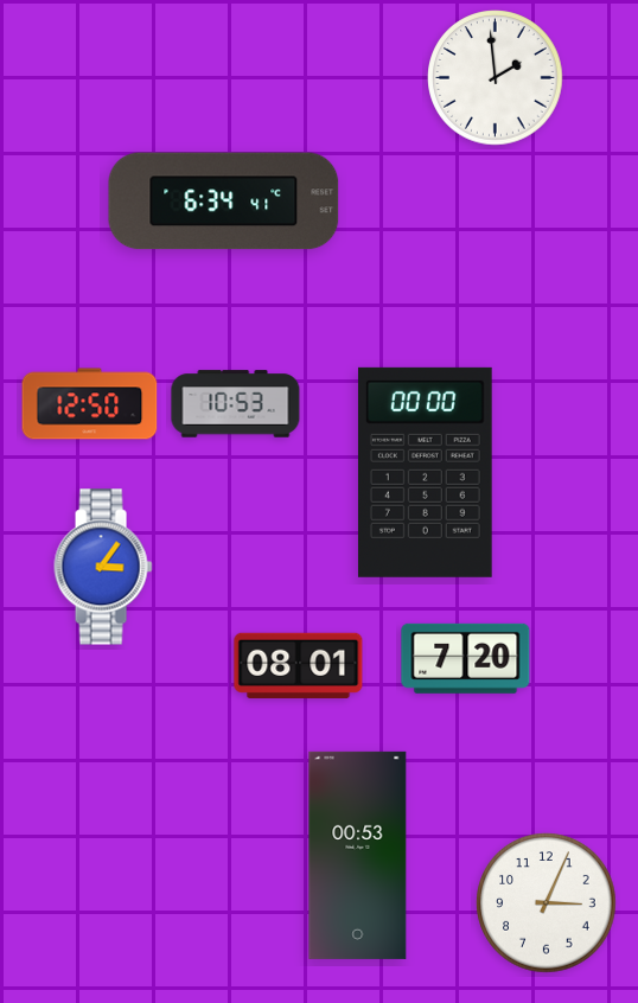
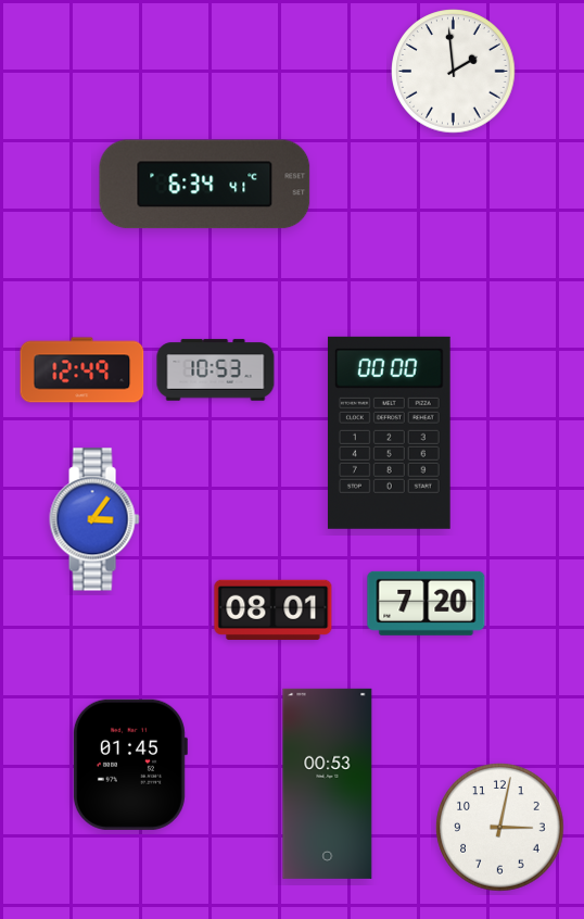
clock at (90, 404): 12:50 -> 12:49
clock at (129, 765): none -> 01:45
clock at (547, 903): 3:04 -> 3:02
